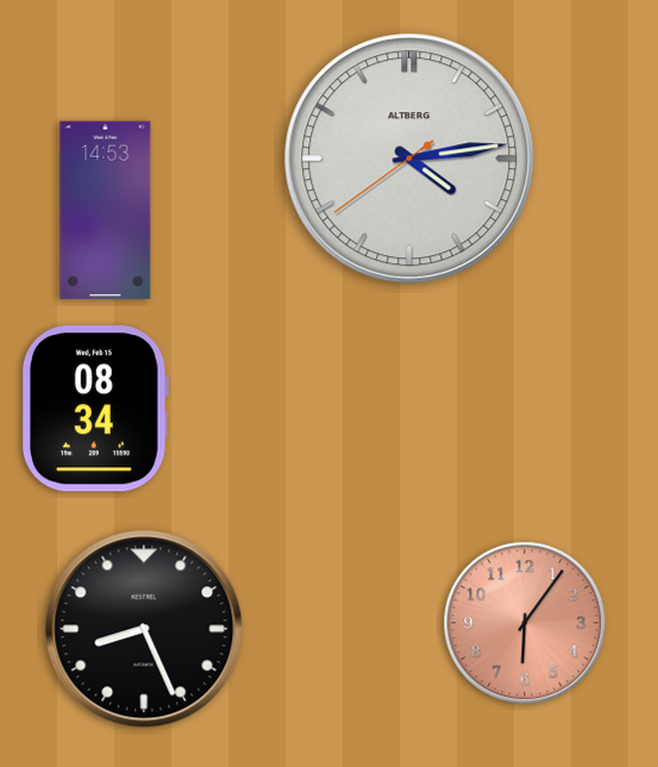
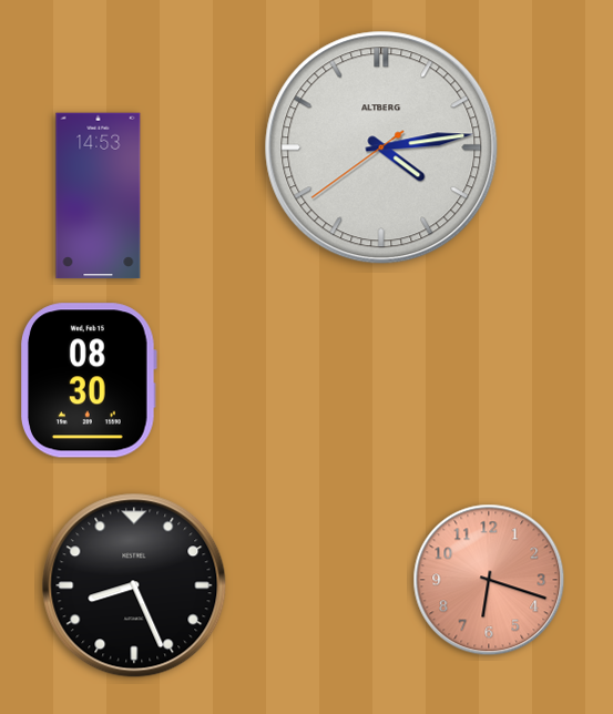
clock at (96, 409): 08:34 -> 08:30
clock at (525, 623): 6:06 -> 6:18
